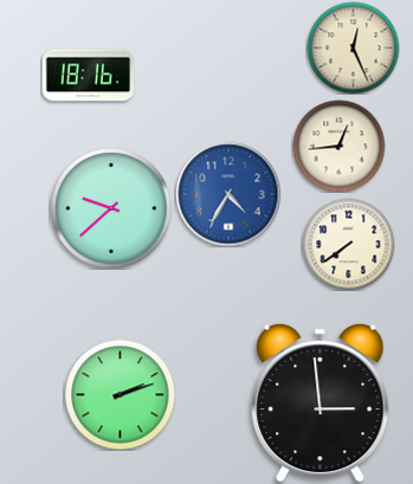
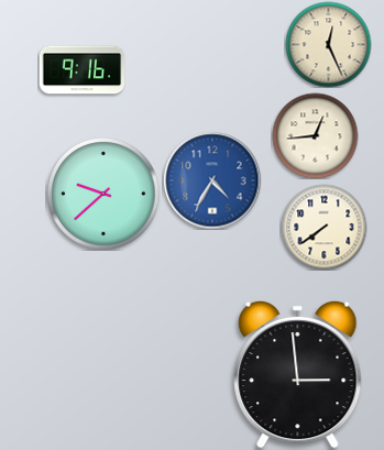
clock at (88, 76): 18:16 -> 9:16
clock at (120, 394): 2:12 -> none
